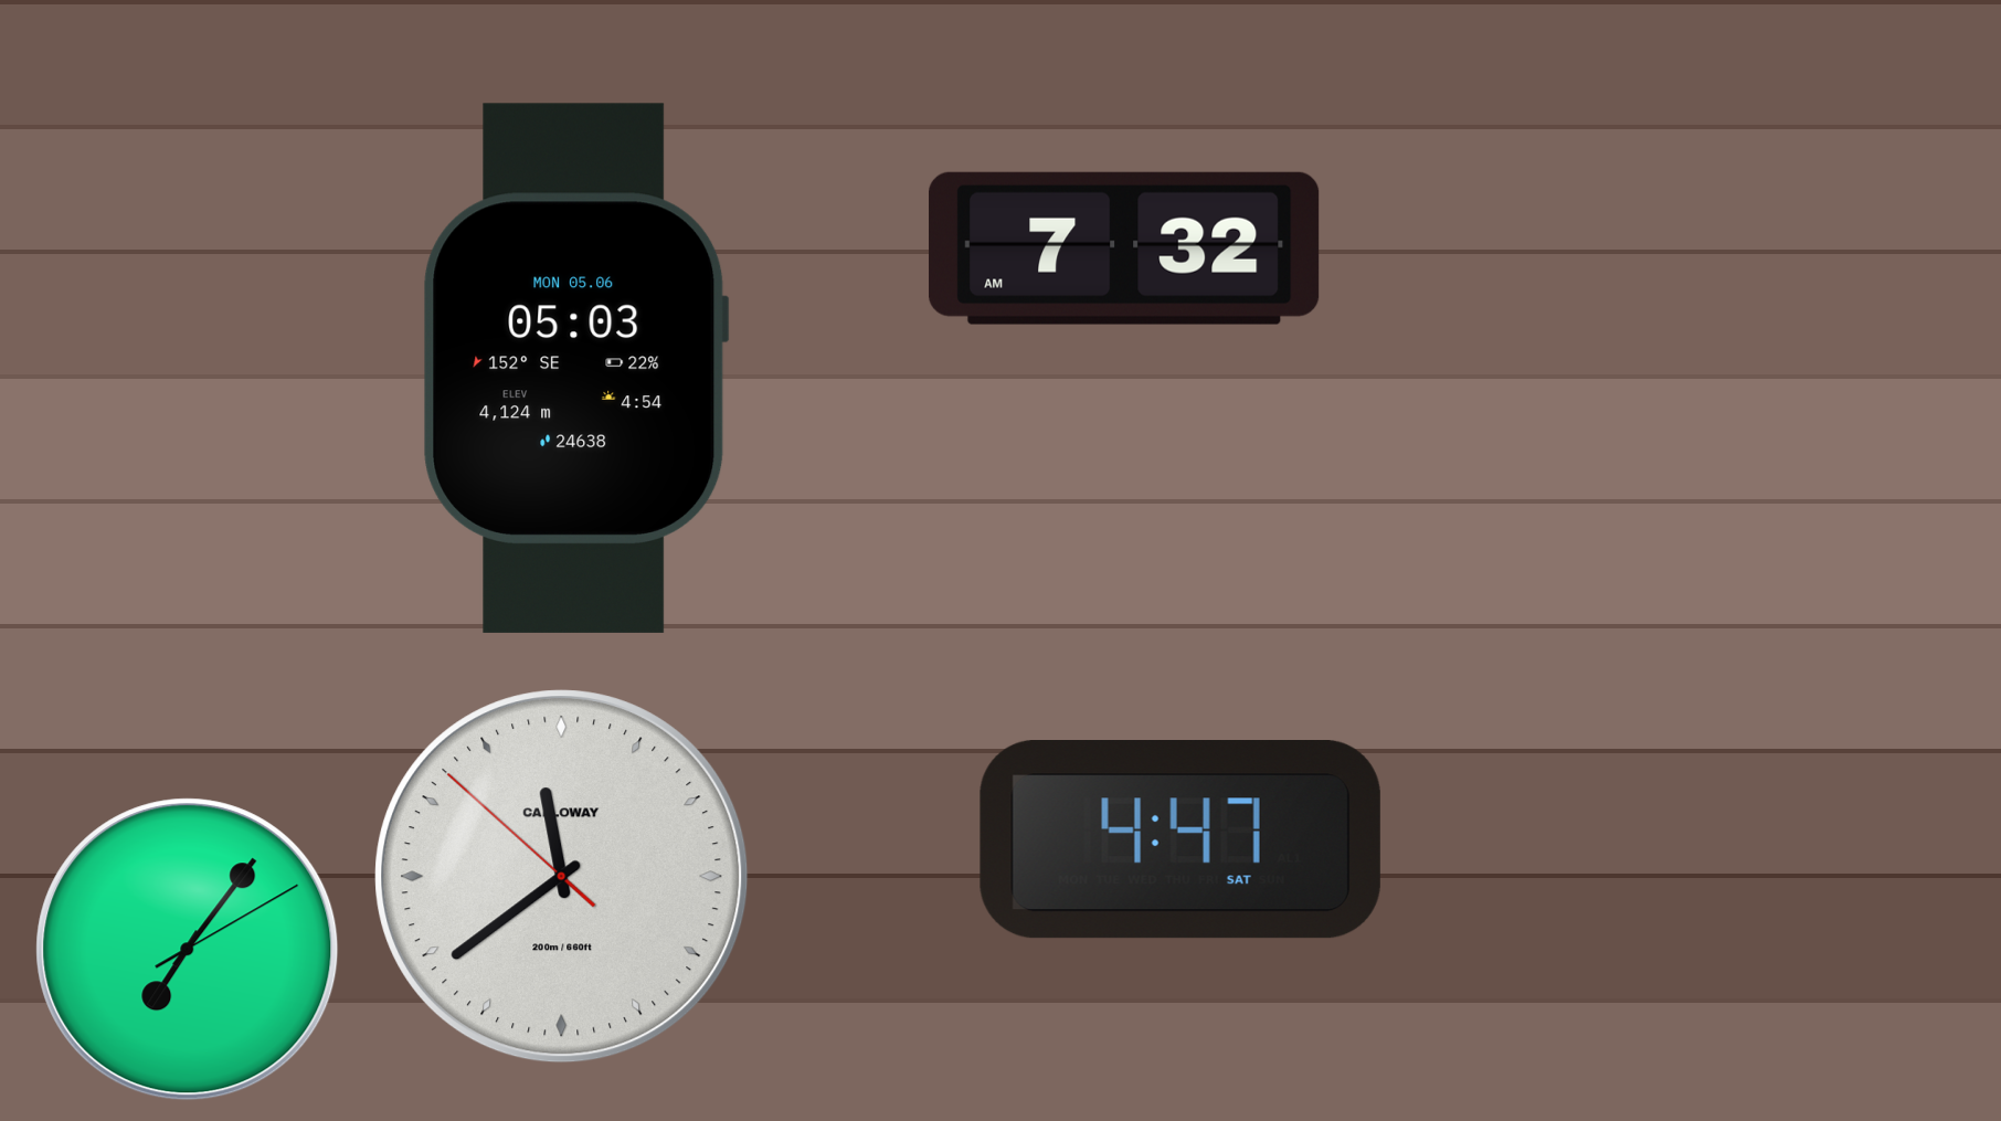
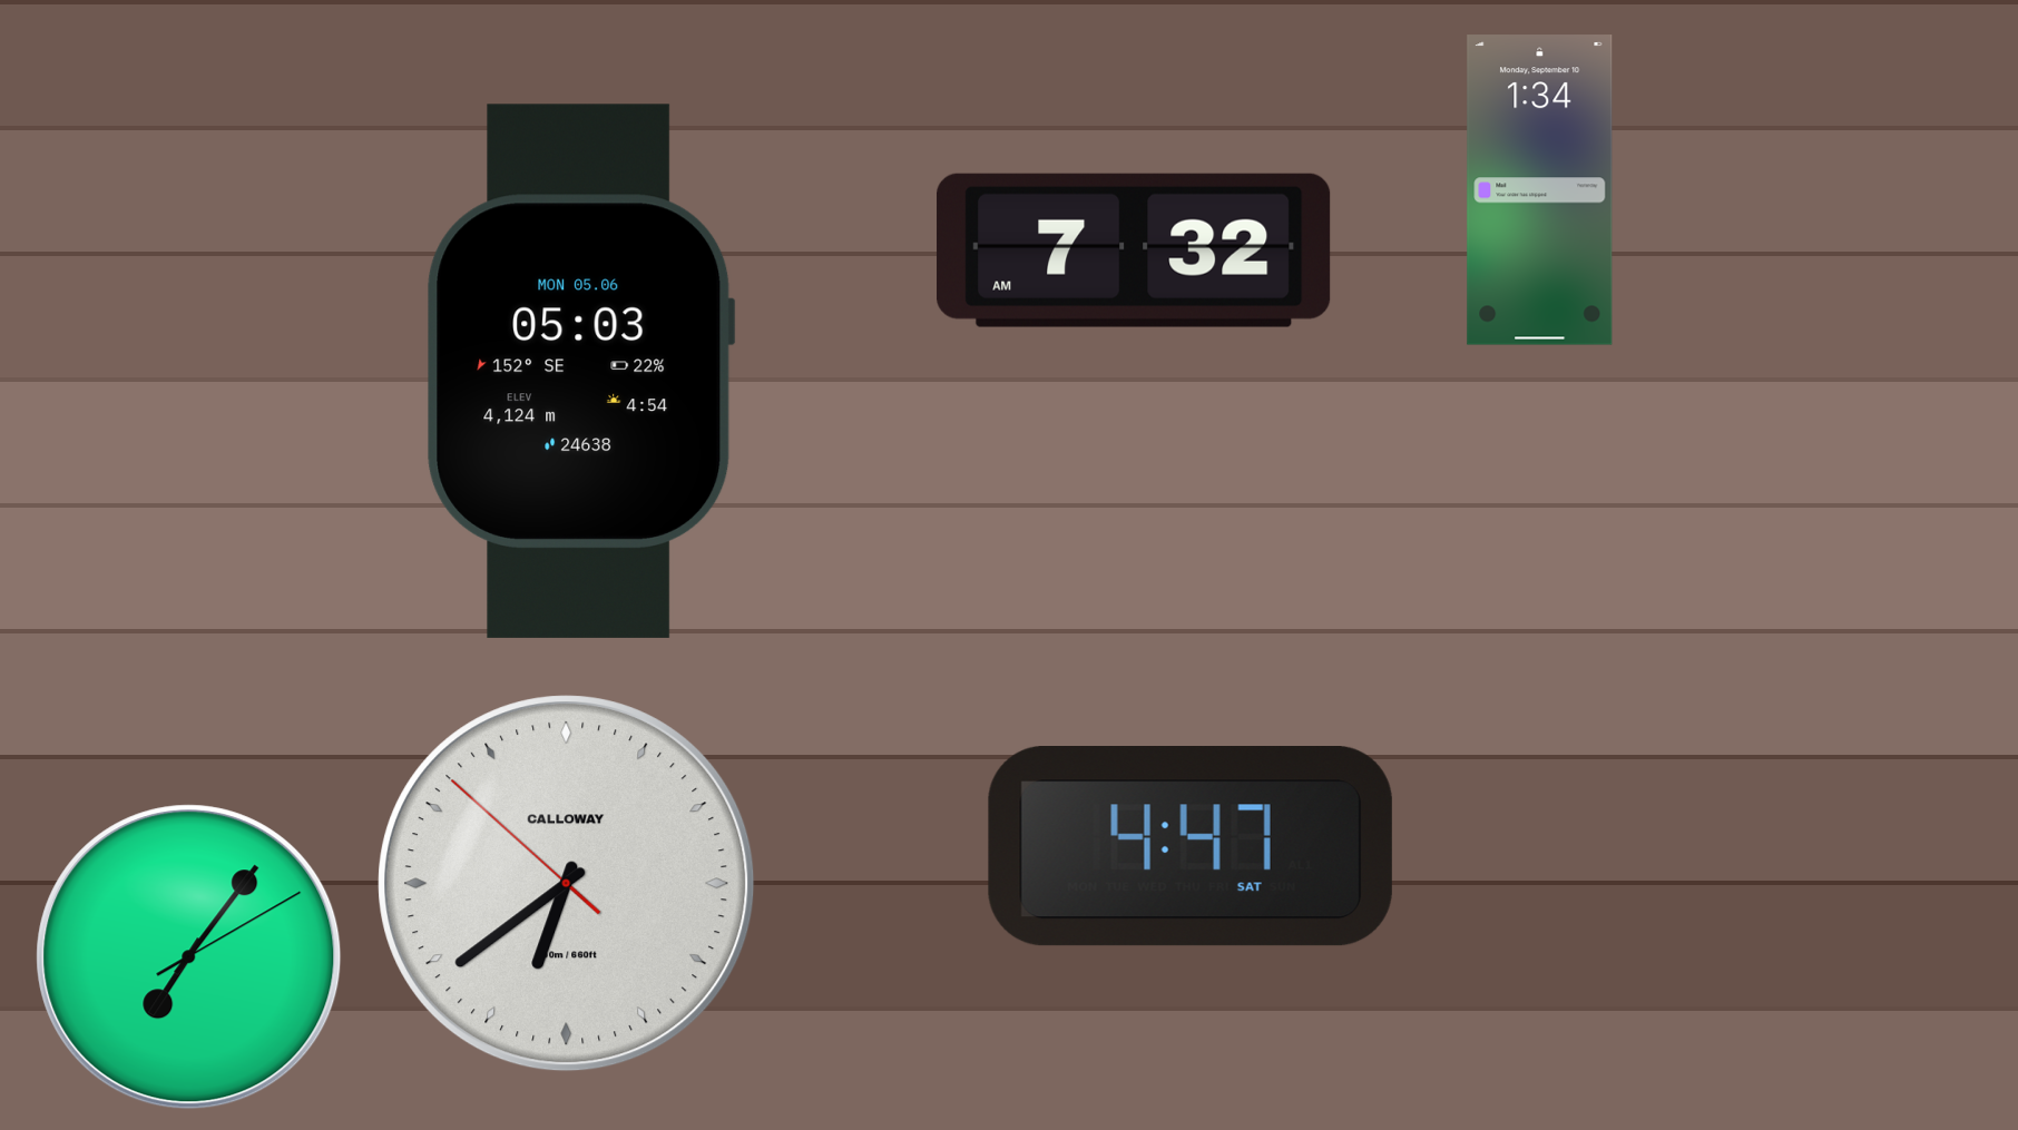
clock at (1540, 190): none -> 1:34
clock at (562, 877): 11:38 -> 6:38
